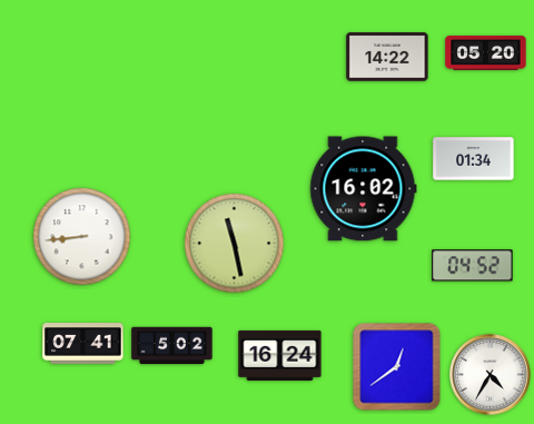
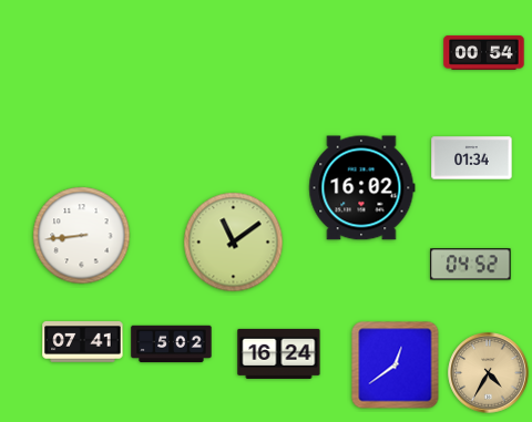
clock at (486, 52): 05:20 -> 00:54
clock at (387, 57): 14:22 -> none
clock at (235, 244): 11:28 -> 11:09
clock at (491, 375) dial: white -> champagne
